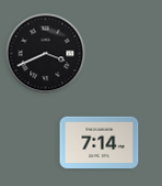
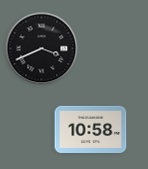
clock at (100, 142): 7:14 -> 10:58
